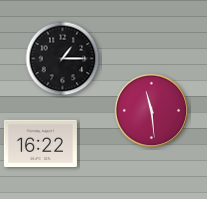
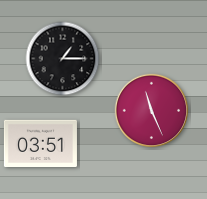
clock at (152, 111): 11:29 -> 11:26
clock at (40, 143): 16:22 -> 03:51
